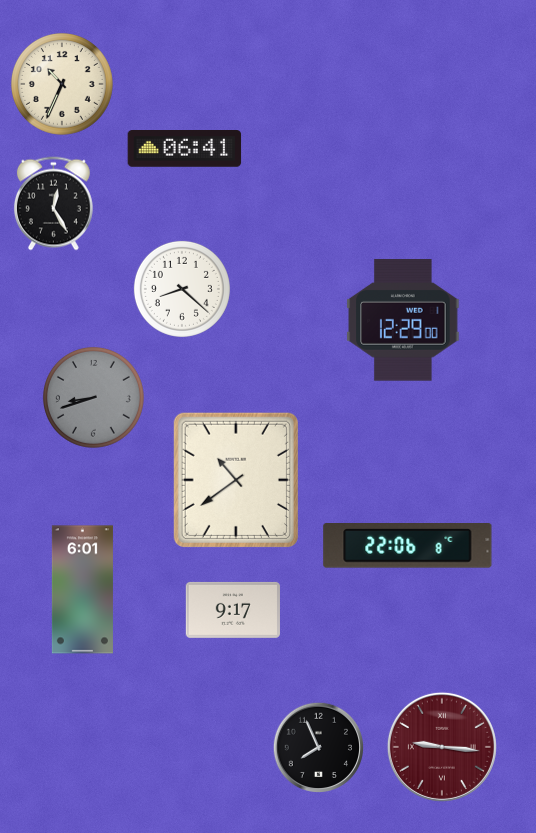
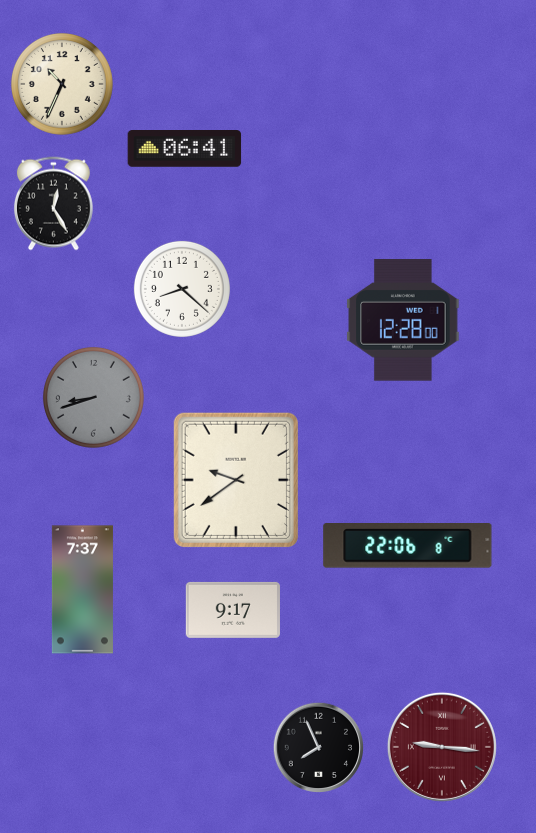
clock at (403, 320): 12:29 -> 12:28
clock at (236, 480): 10:39 -> 9:39
clock at (82, 590): 6:01 -> 7:37
